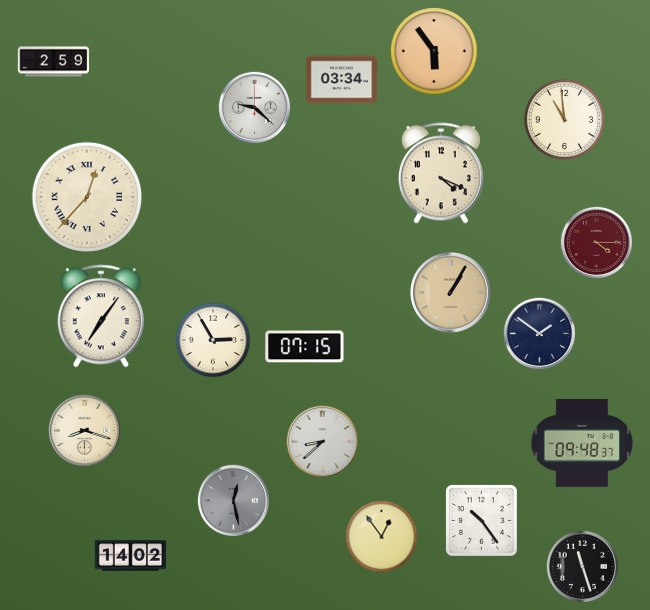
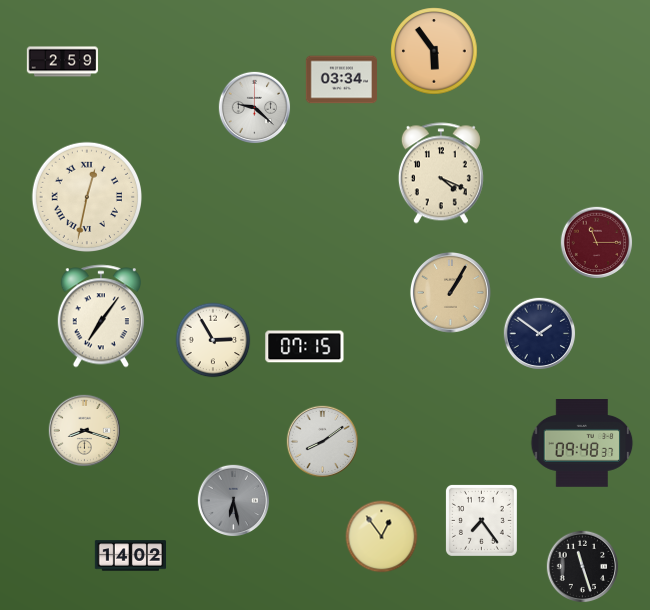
clock at (54, 62) position: (54, 62) -> (63, 62)
clock at (564, 119): 10:59 -> none
clock at (86, 196): 12:37 -> 12:32
clock at (597, 243): 4:15 -> 11:15
clock at (323, 442): 8:38 -> 8:09
clock at (234, 501): 12:28 -> 6:28
clock at (481, 520): 10:24 -> 7:24
